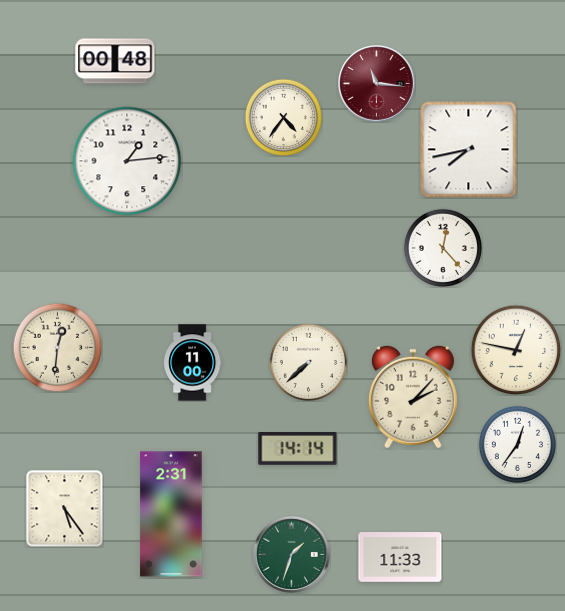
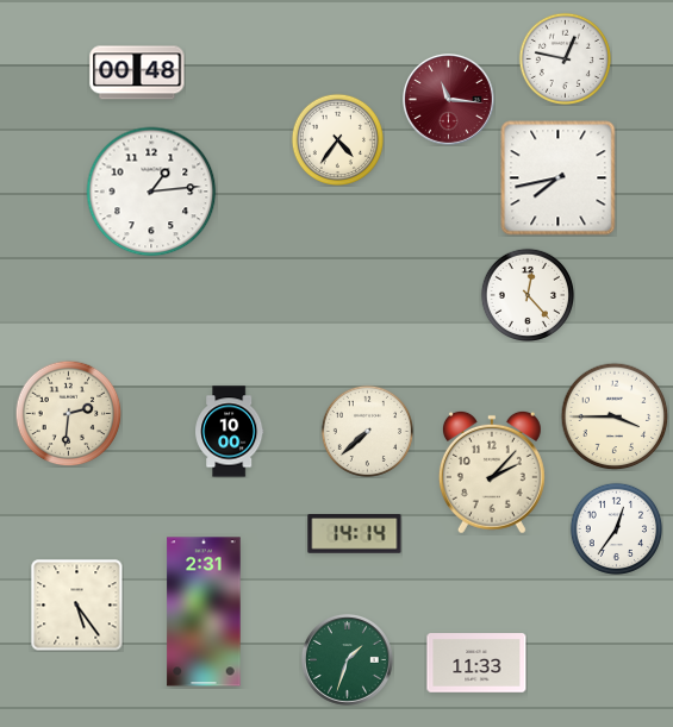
clock at (565, 58): none -> 12:47
clock at (57, 347): 12:31 -> 2:31
clock at (516, 350): 12:47 -> 3:45
clock at (193, 363): 11:00 -> 10:00
